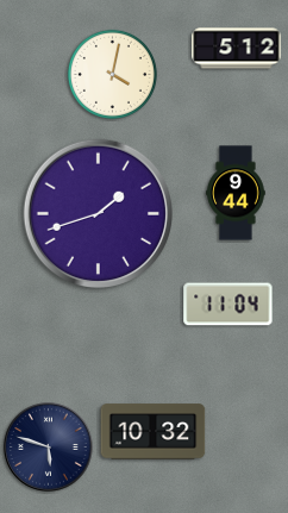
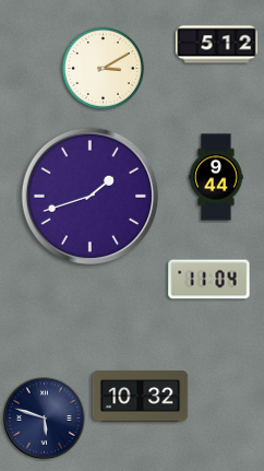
clock at (112, 74): 4:02 -> 3:10
clock at (49, 448) position: (49, 448) -> (45, 419)
